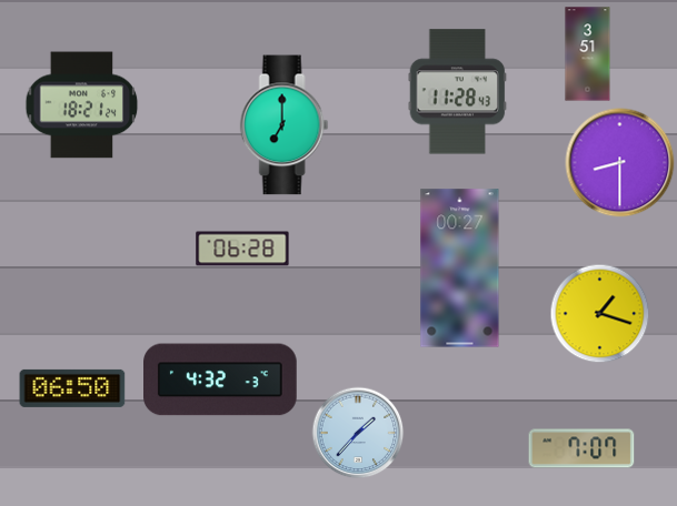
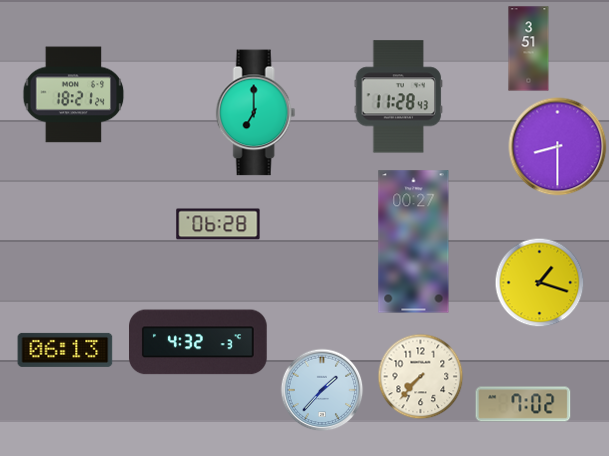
clock at (458, 92) position: (458, 92) -> (399, 97)
clock at (72, 388): 06:50 -> 06:13
clock at (421, 377): none -> 7:37
clock at (581, 448): 7:07 -> 7:02
